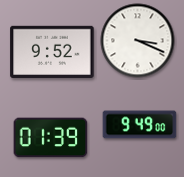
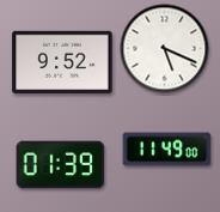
clock at (138, 41): 3:19 -> 5:19
clock at (140, 125): 9:49 -> 11:49
